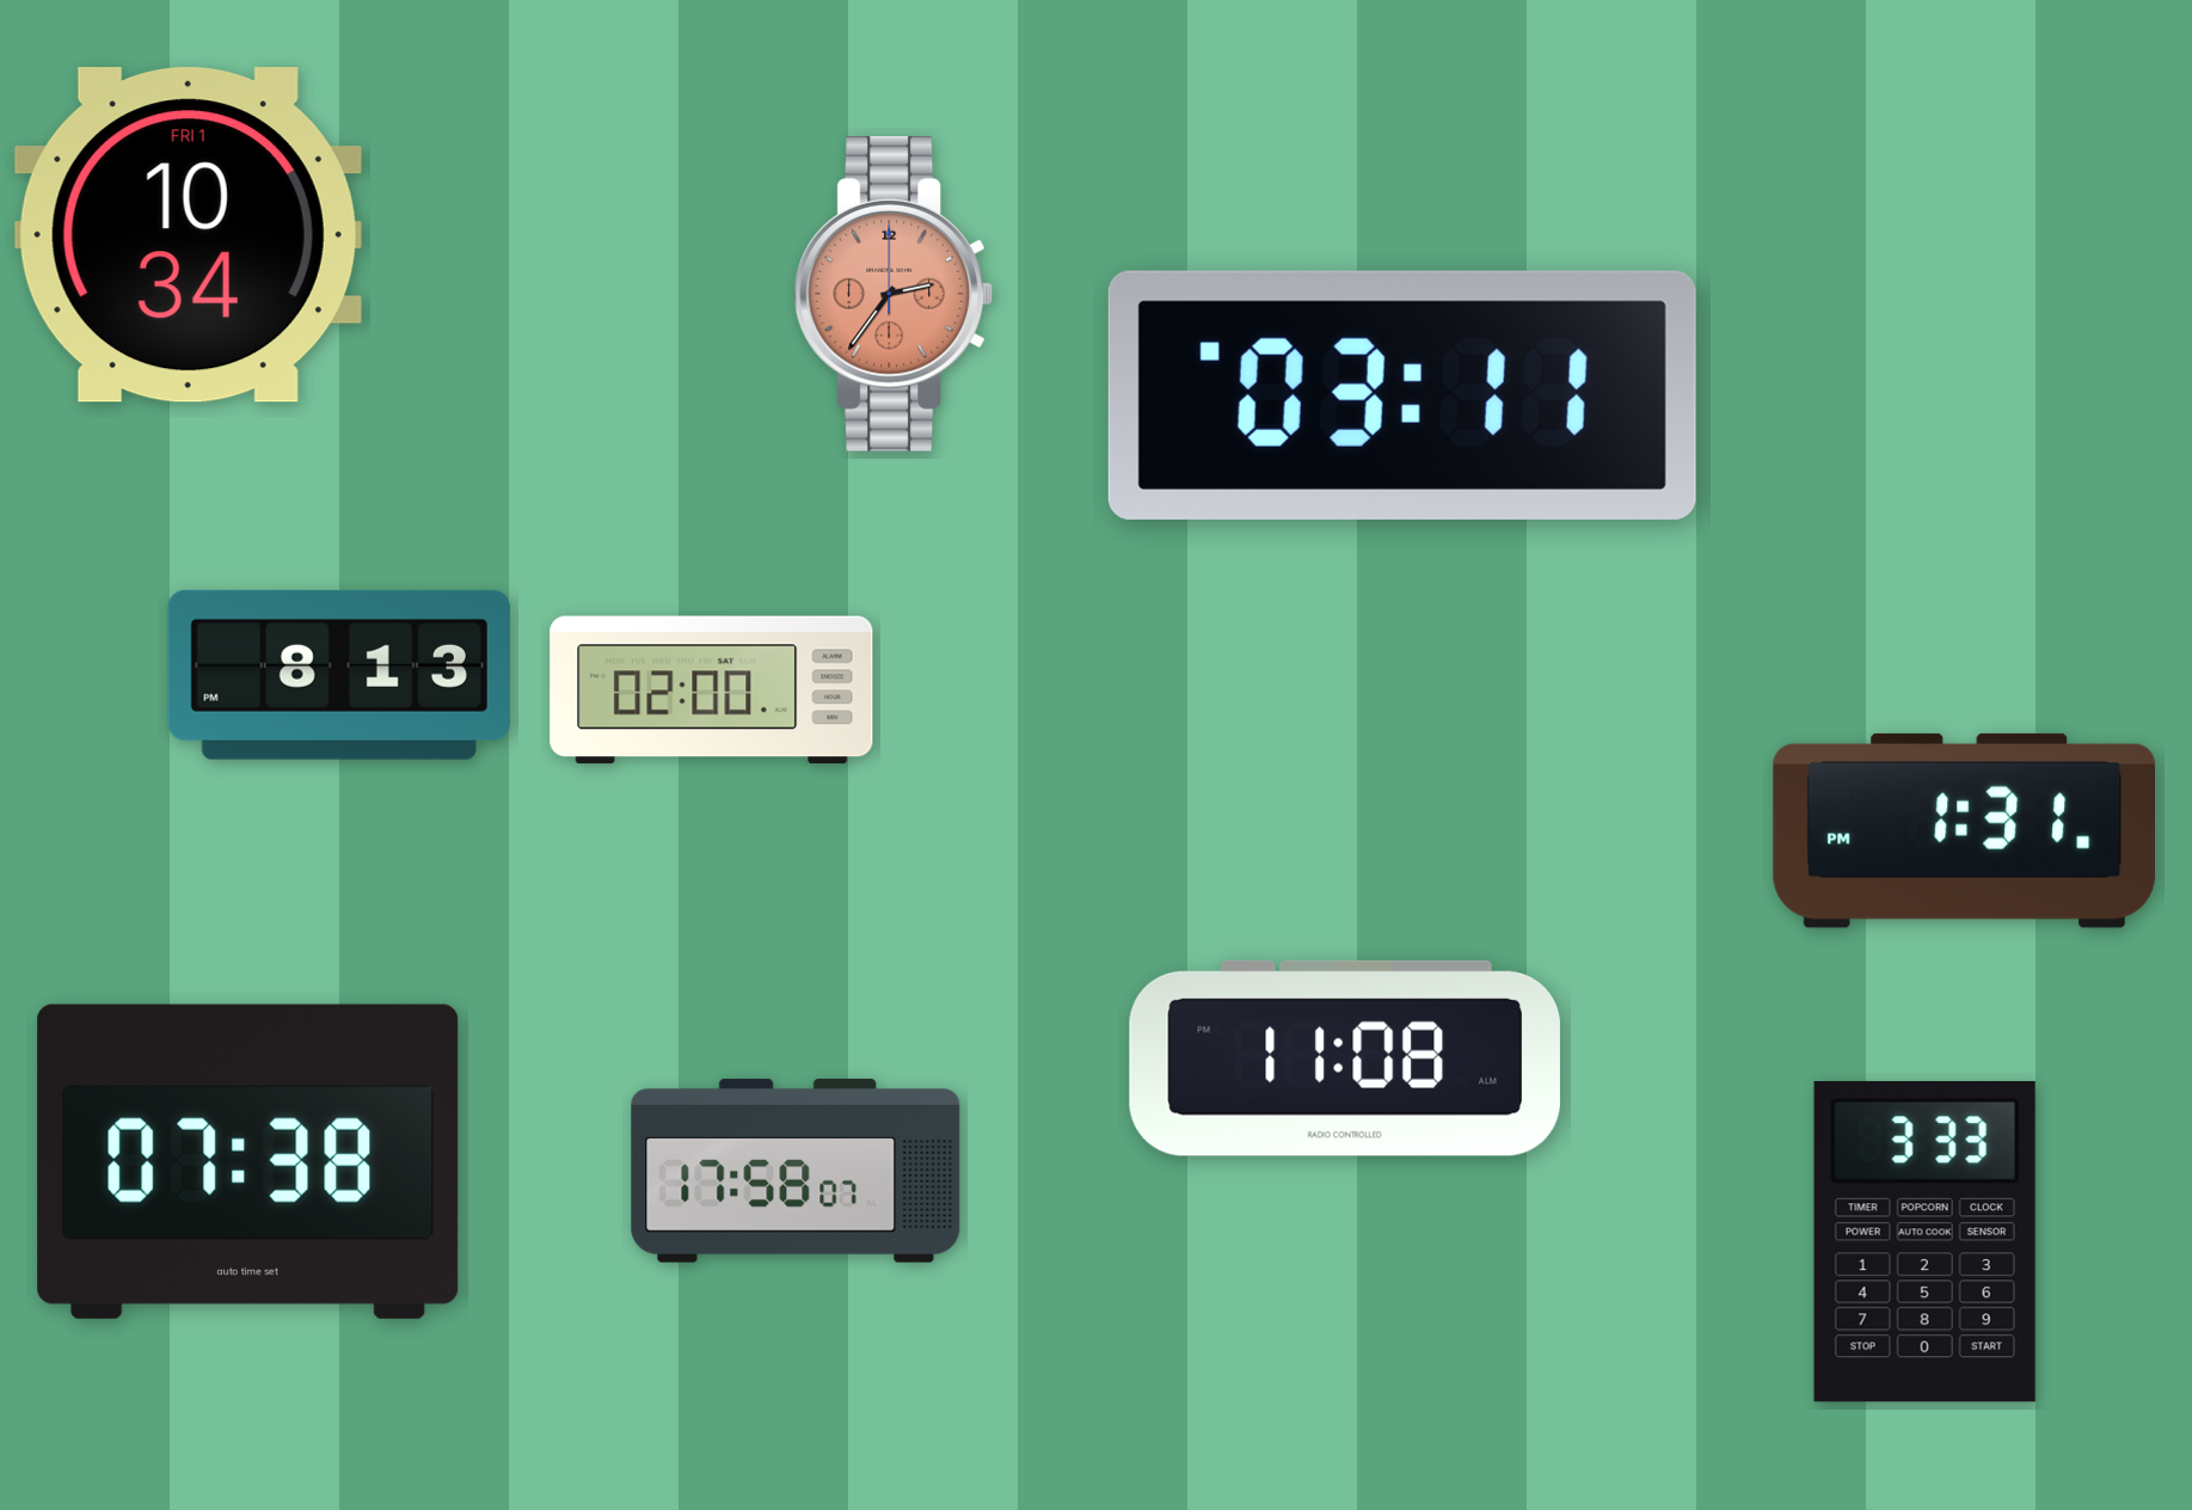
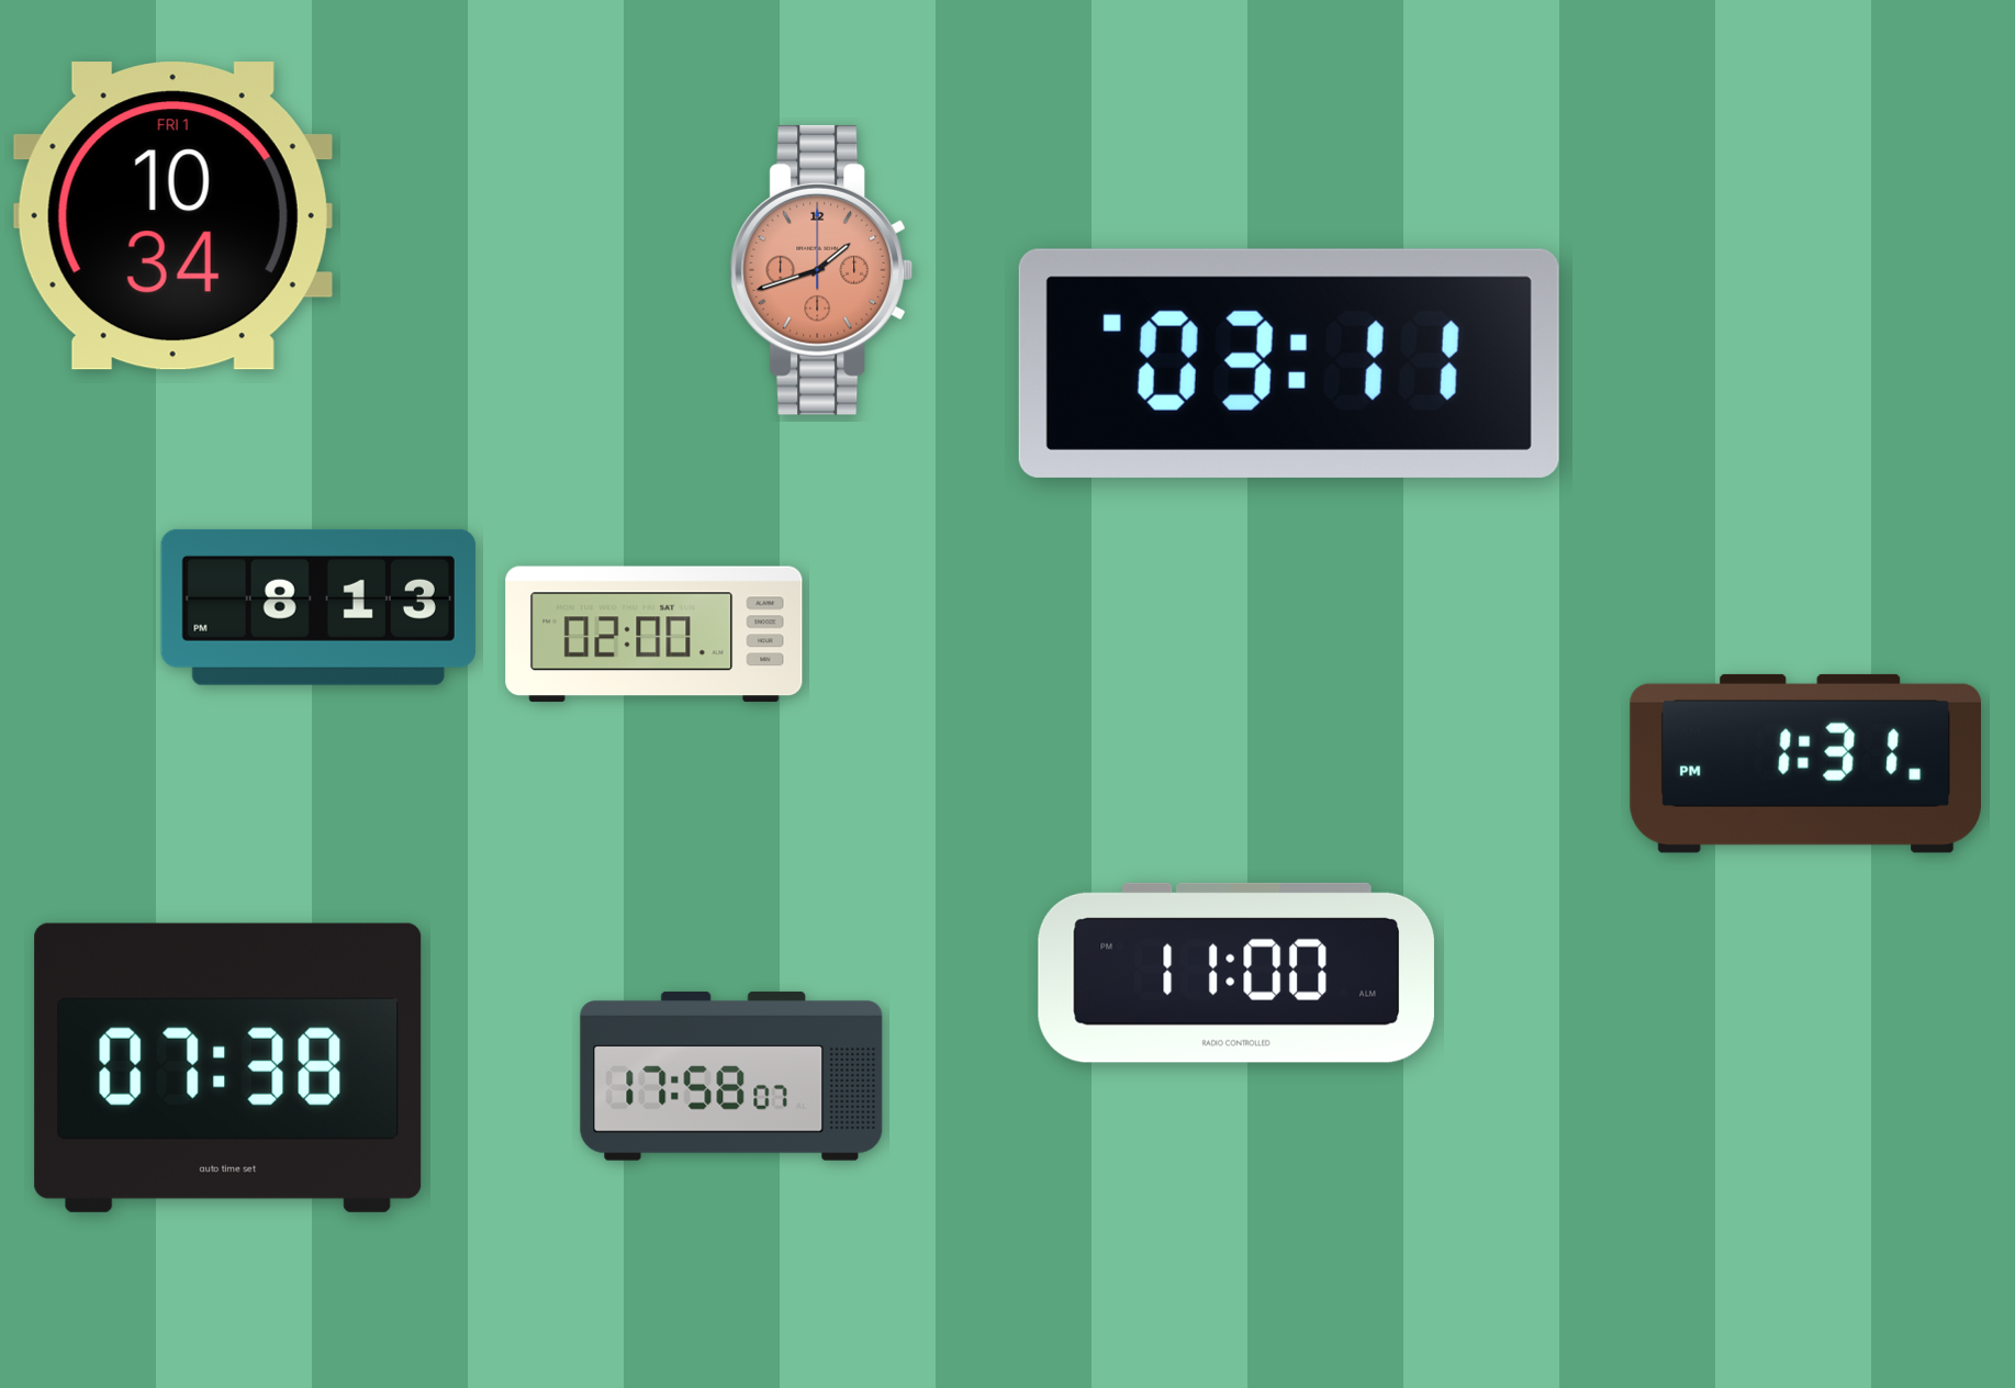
clock at (892, 294): 2:36 -> 1:42
clock at (339, 675) position: (339, 675) -> (318, 607)
clock at (1345, 1058): 11:08 -> 11:00
clock at (1924, 1241): 3:33 -> none
